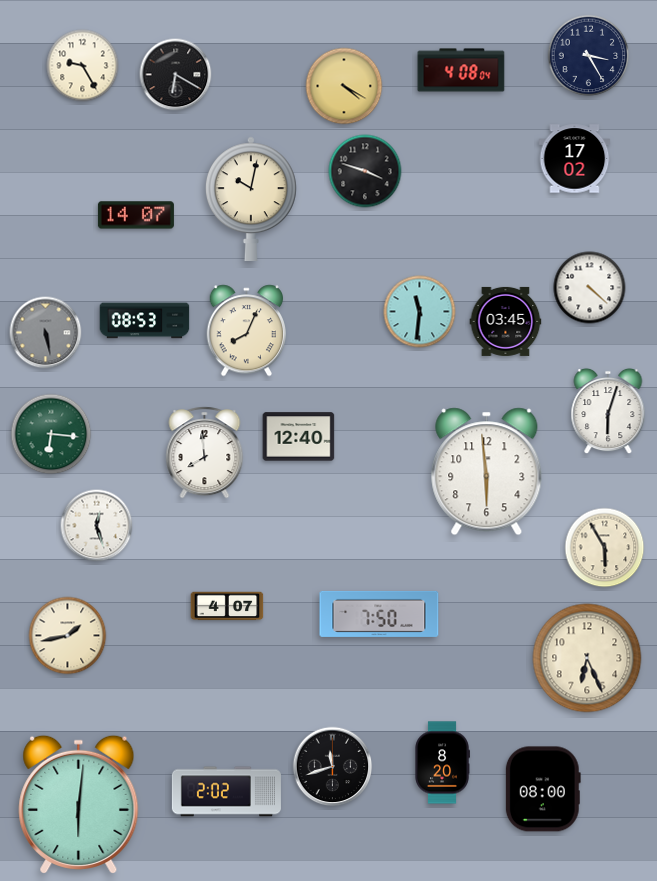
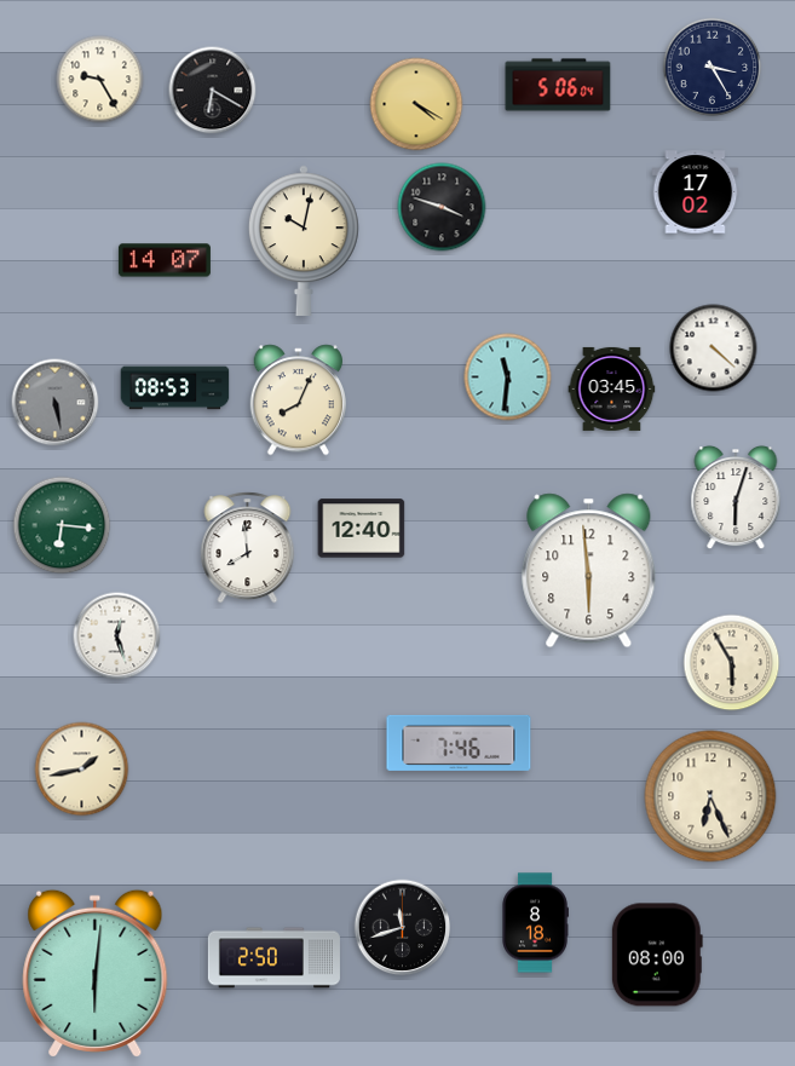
clock at (461, 70): 4:08 -> 5:06
clock at (227, 606): 4:07 -> none
clock at (379, 614): 7:50 -> 7:46
clock at (442, 763): 8:20 -> 8:18
clock at (226, 792): 2:02 -> 2:50
